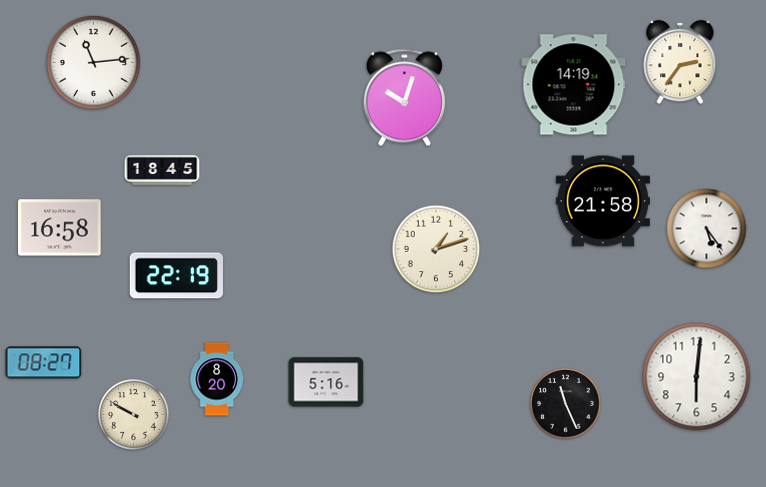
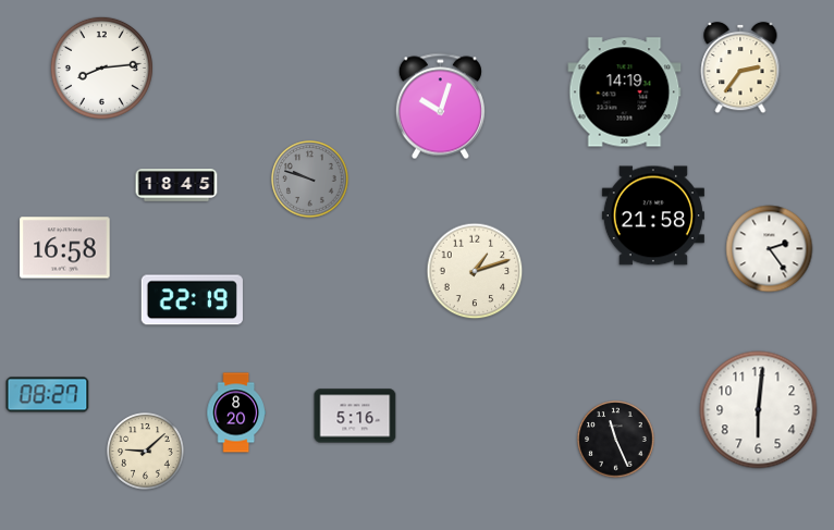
clock at (93, 62): 11:14 -> 8:14
clock at (310, 180): none -> 9:48
clock at (603, 201) position: (603, 201) -> (653, 215)
clock at (707, 229): 5:24 -> 2:24
clock at (134, 415): 9:50 -> 9:08
